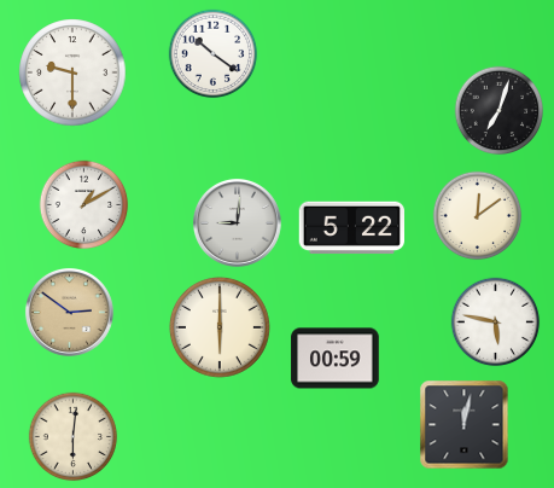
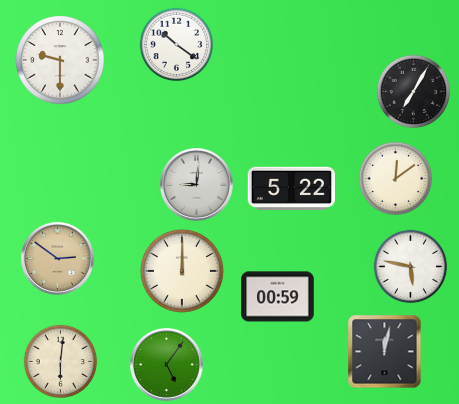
clock at (500, 111): 7:03 -> 7:05
clock at (84, 205): 1:10 -> none
clock at (220, 327): 6:00 -> 12:00
clock at (167, 364): none -> 5:06
